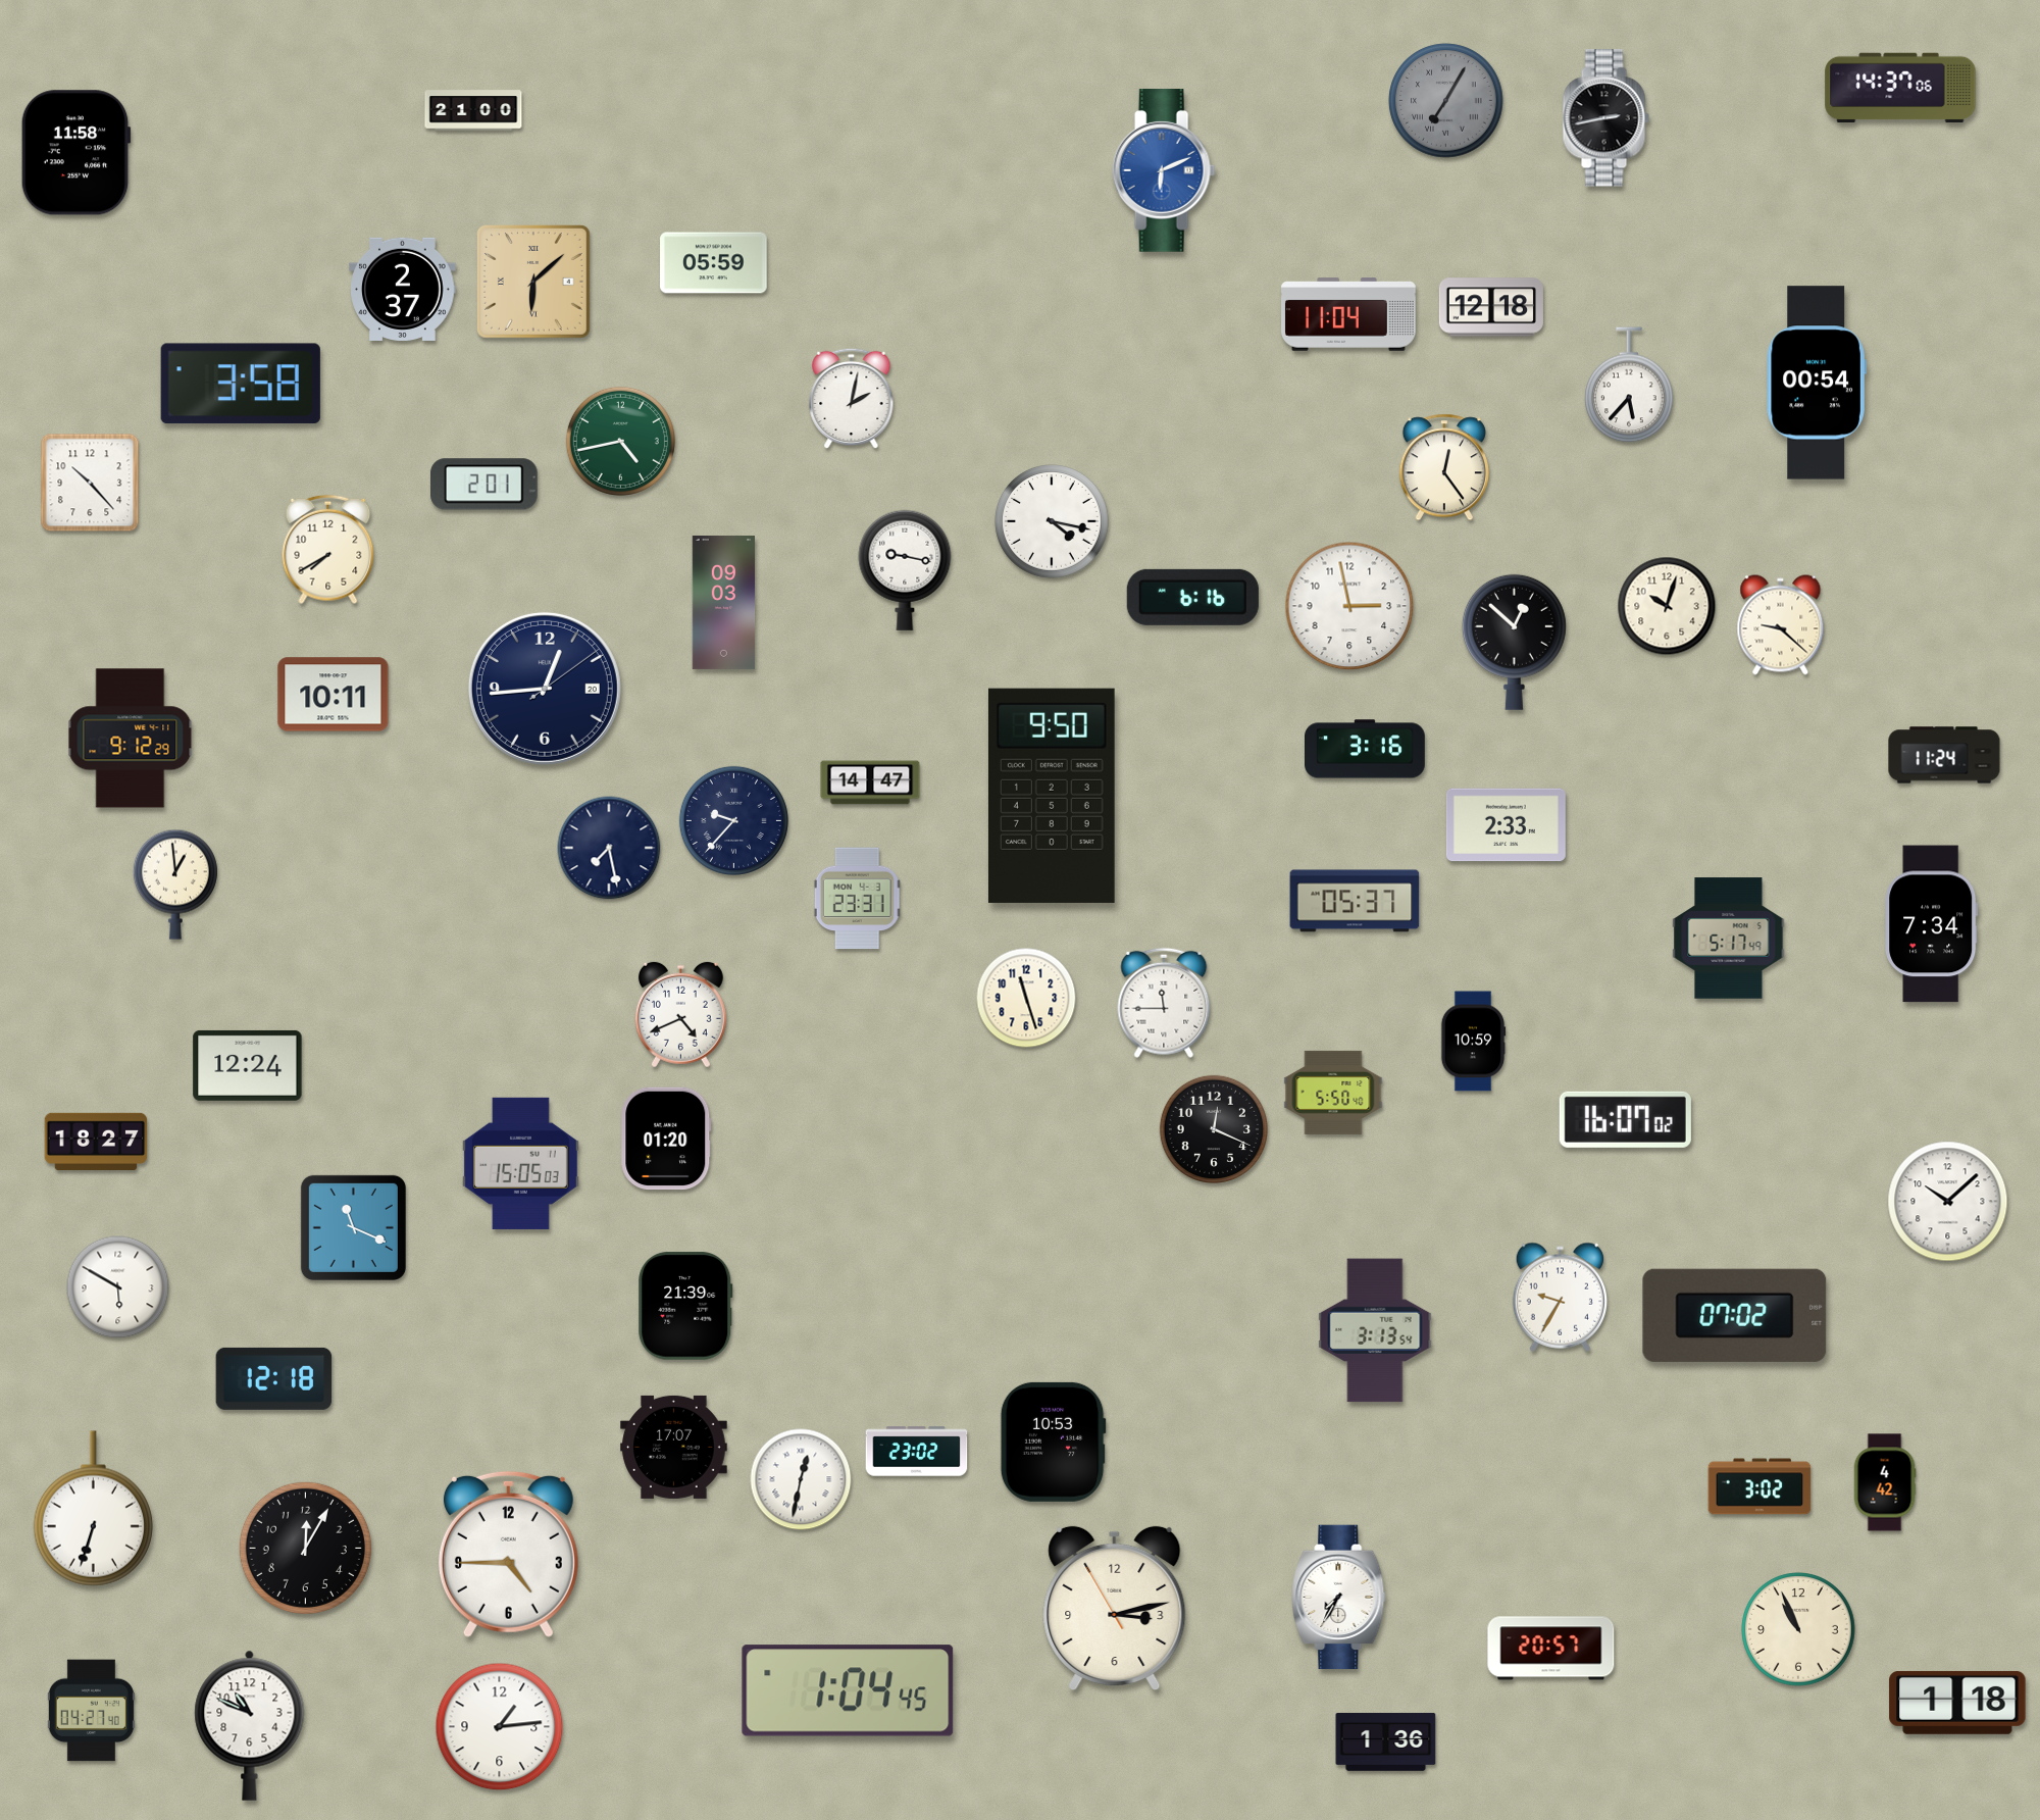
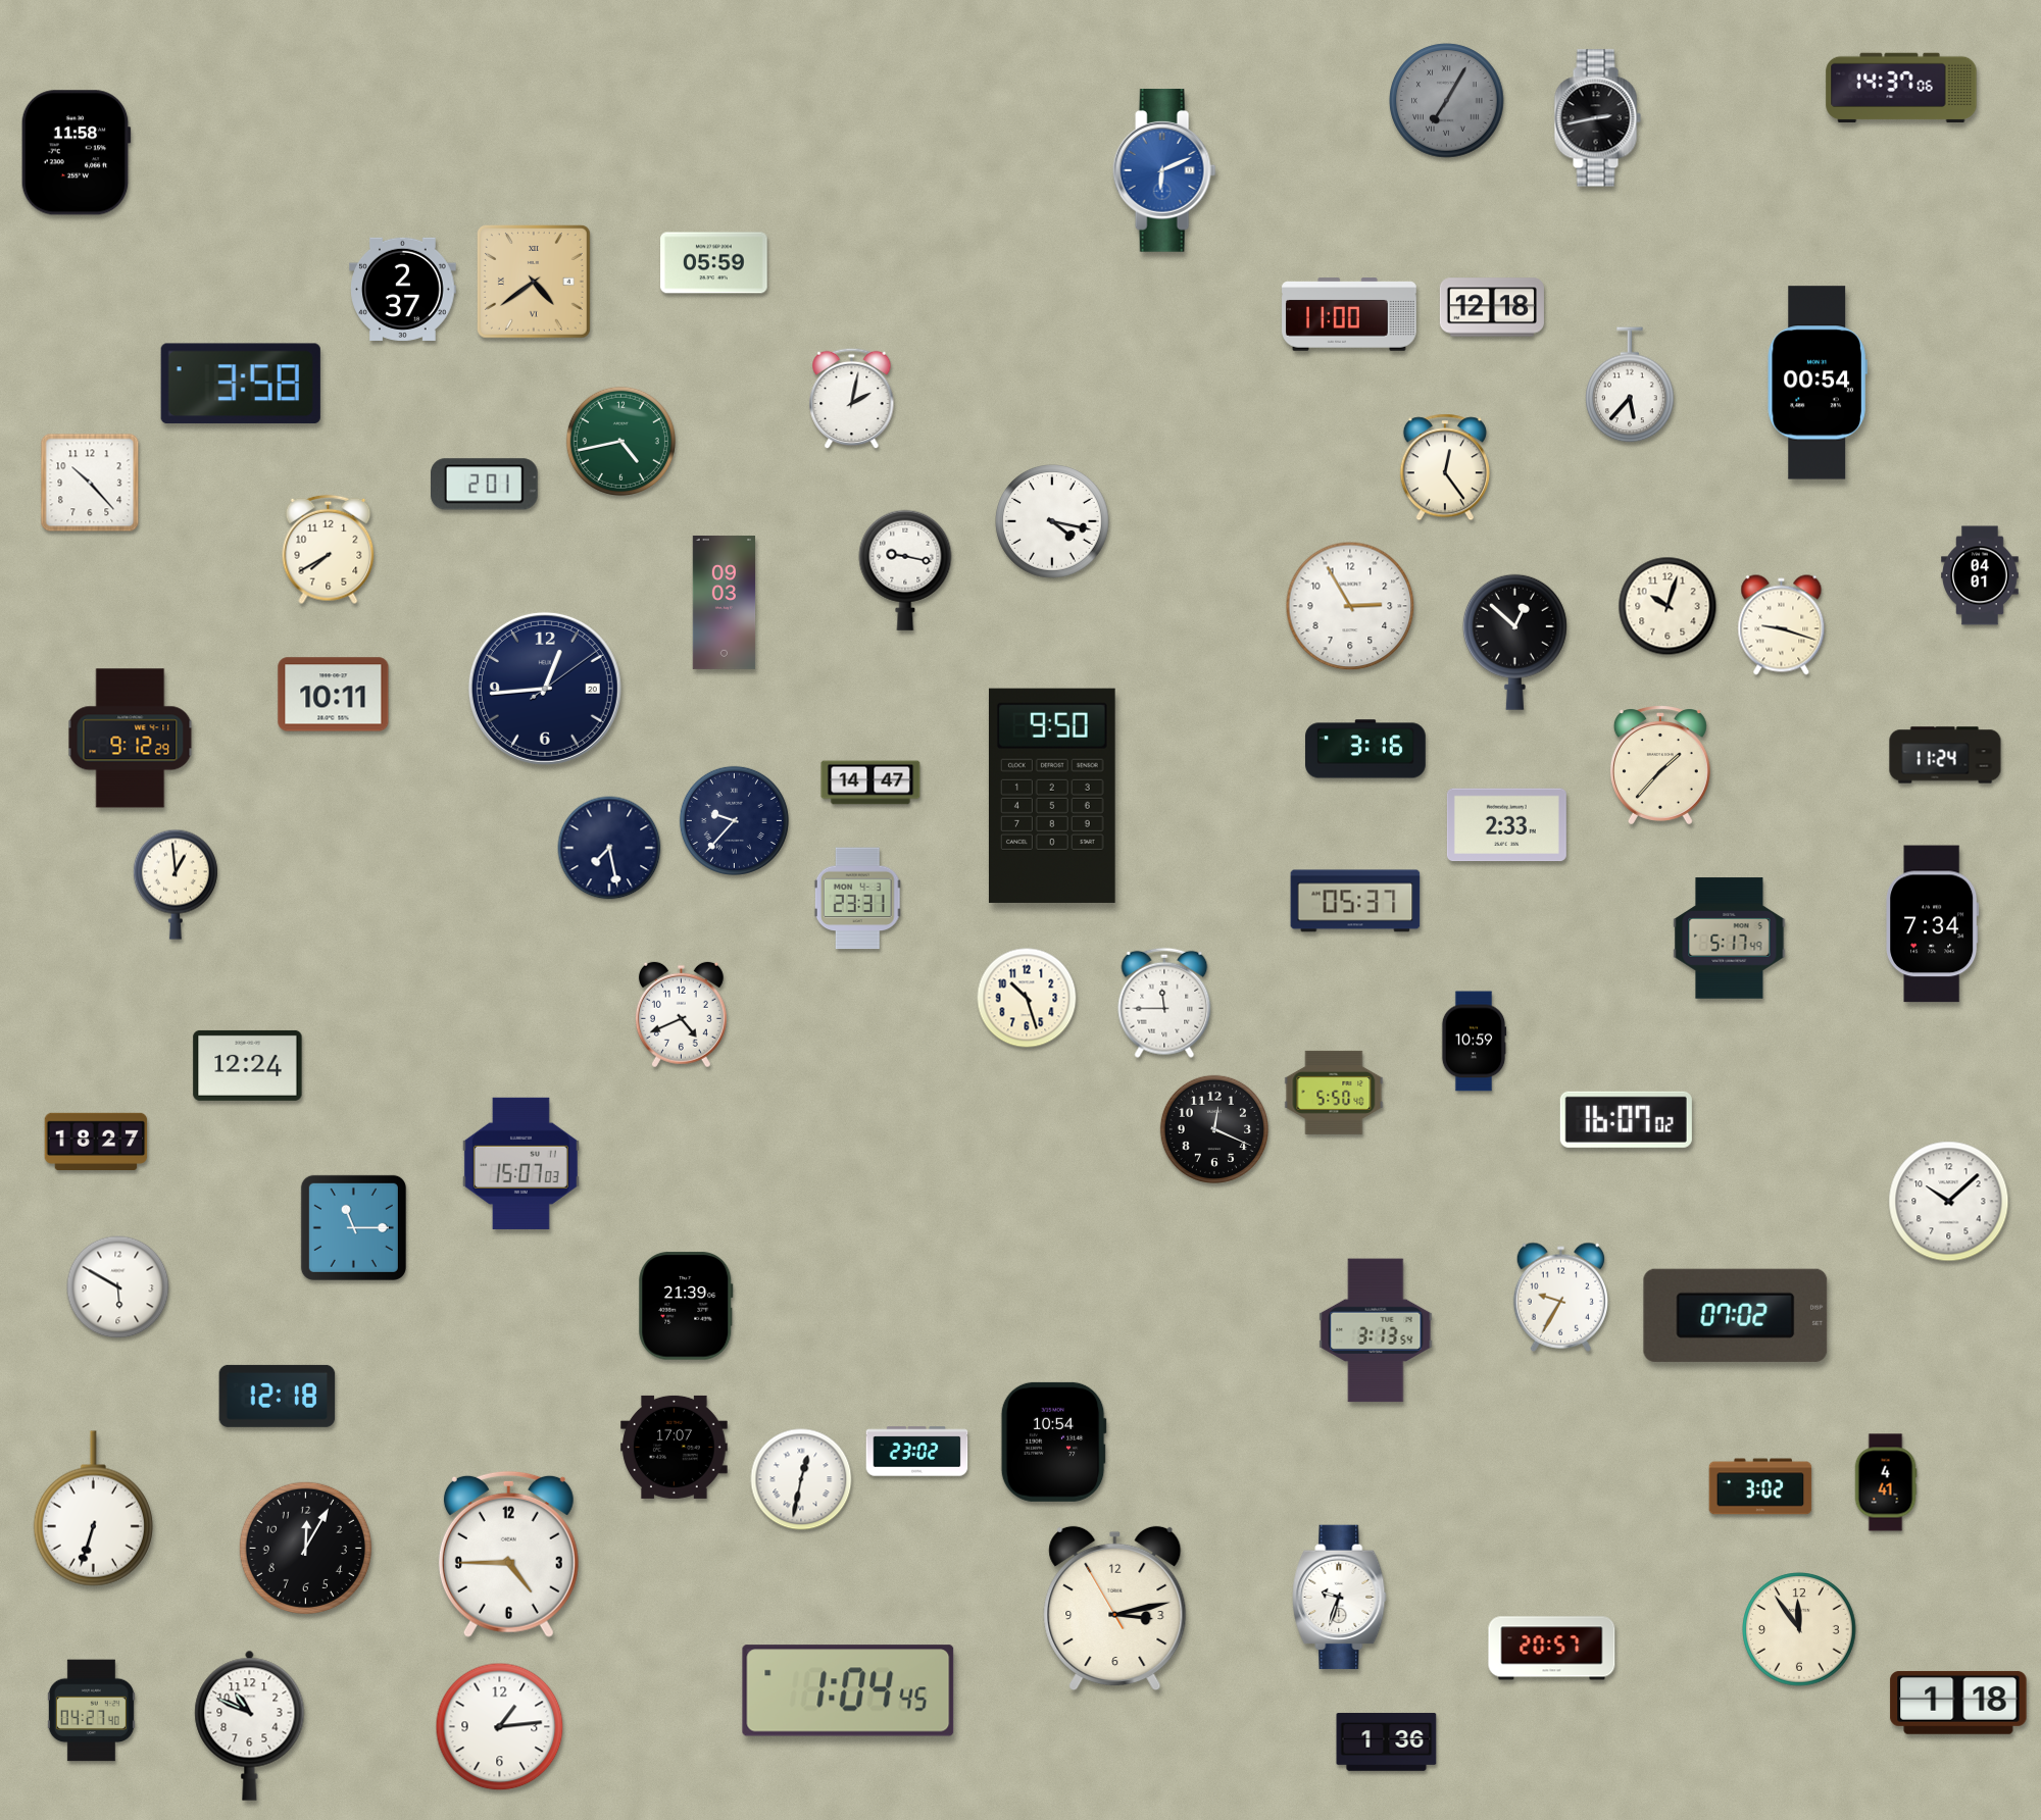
clock at (473, 110): 21:00 -> none
clock at (1605, 118) position: (1605, 118) -> (1597, 118)
clock at (533, 282): 6:08 -> 4:39
clock at (1348, 314): 11:04 -> 11:00
clock at (1980, 575): none -> 04:01
clock at (1192, 597): 6:16 -> none
clock at (1349, 606): 2:58 -> 2:55
clock at (1781, 625): 9:22 -> 9:18
clock at (1660, 765): none -> 1:37
clock at (1026, 998): 11:27 -> 10:27
clock at (666, 1139): 01:20 -> none
clock at (520, 1163): 15:05 -> 15:07
clock at (353, 1227): 11:19 -> 11:15
clock at (274, 1378) position: (274, 1378) -> (278, 1396)
clock at (1053, 1442): 10:53 -> 10:54
clock at (1885, 1482): 4:42 -> 4:41
clock at (1339, 1598): 7:35 -> 9:33
clock at (1798, 1629): 10:56 -> 11:54
